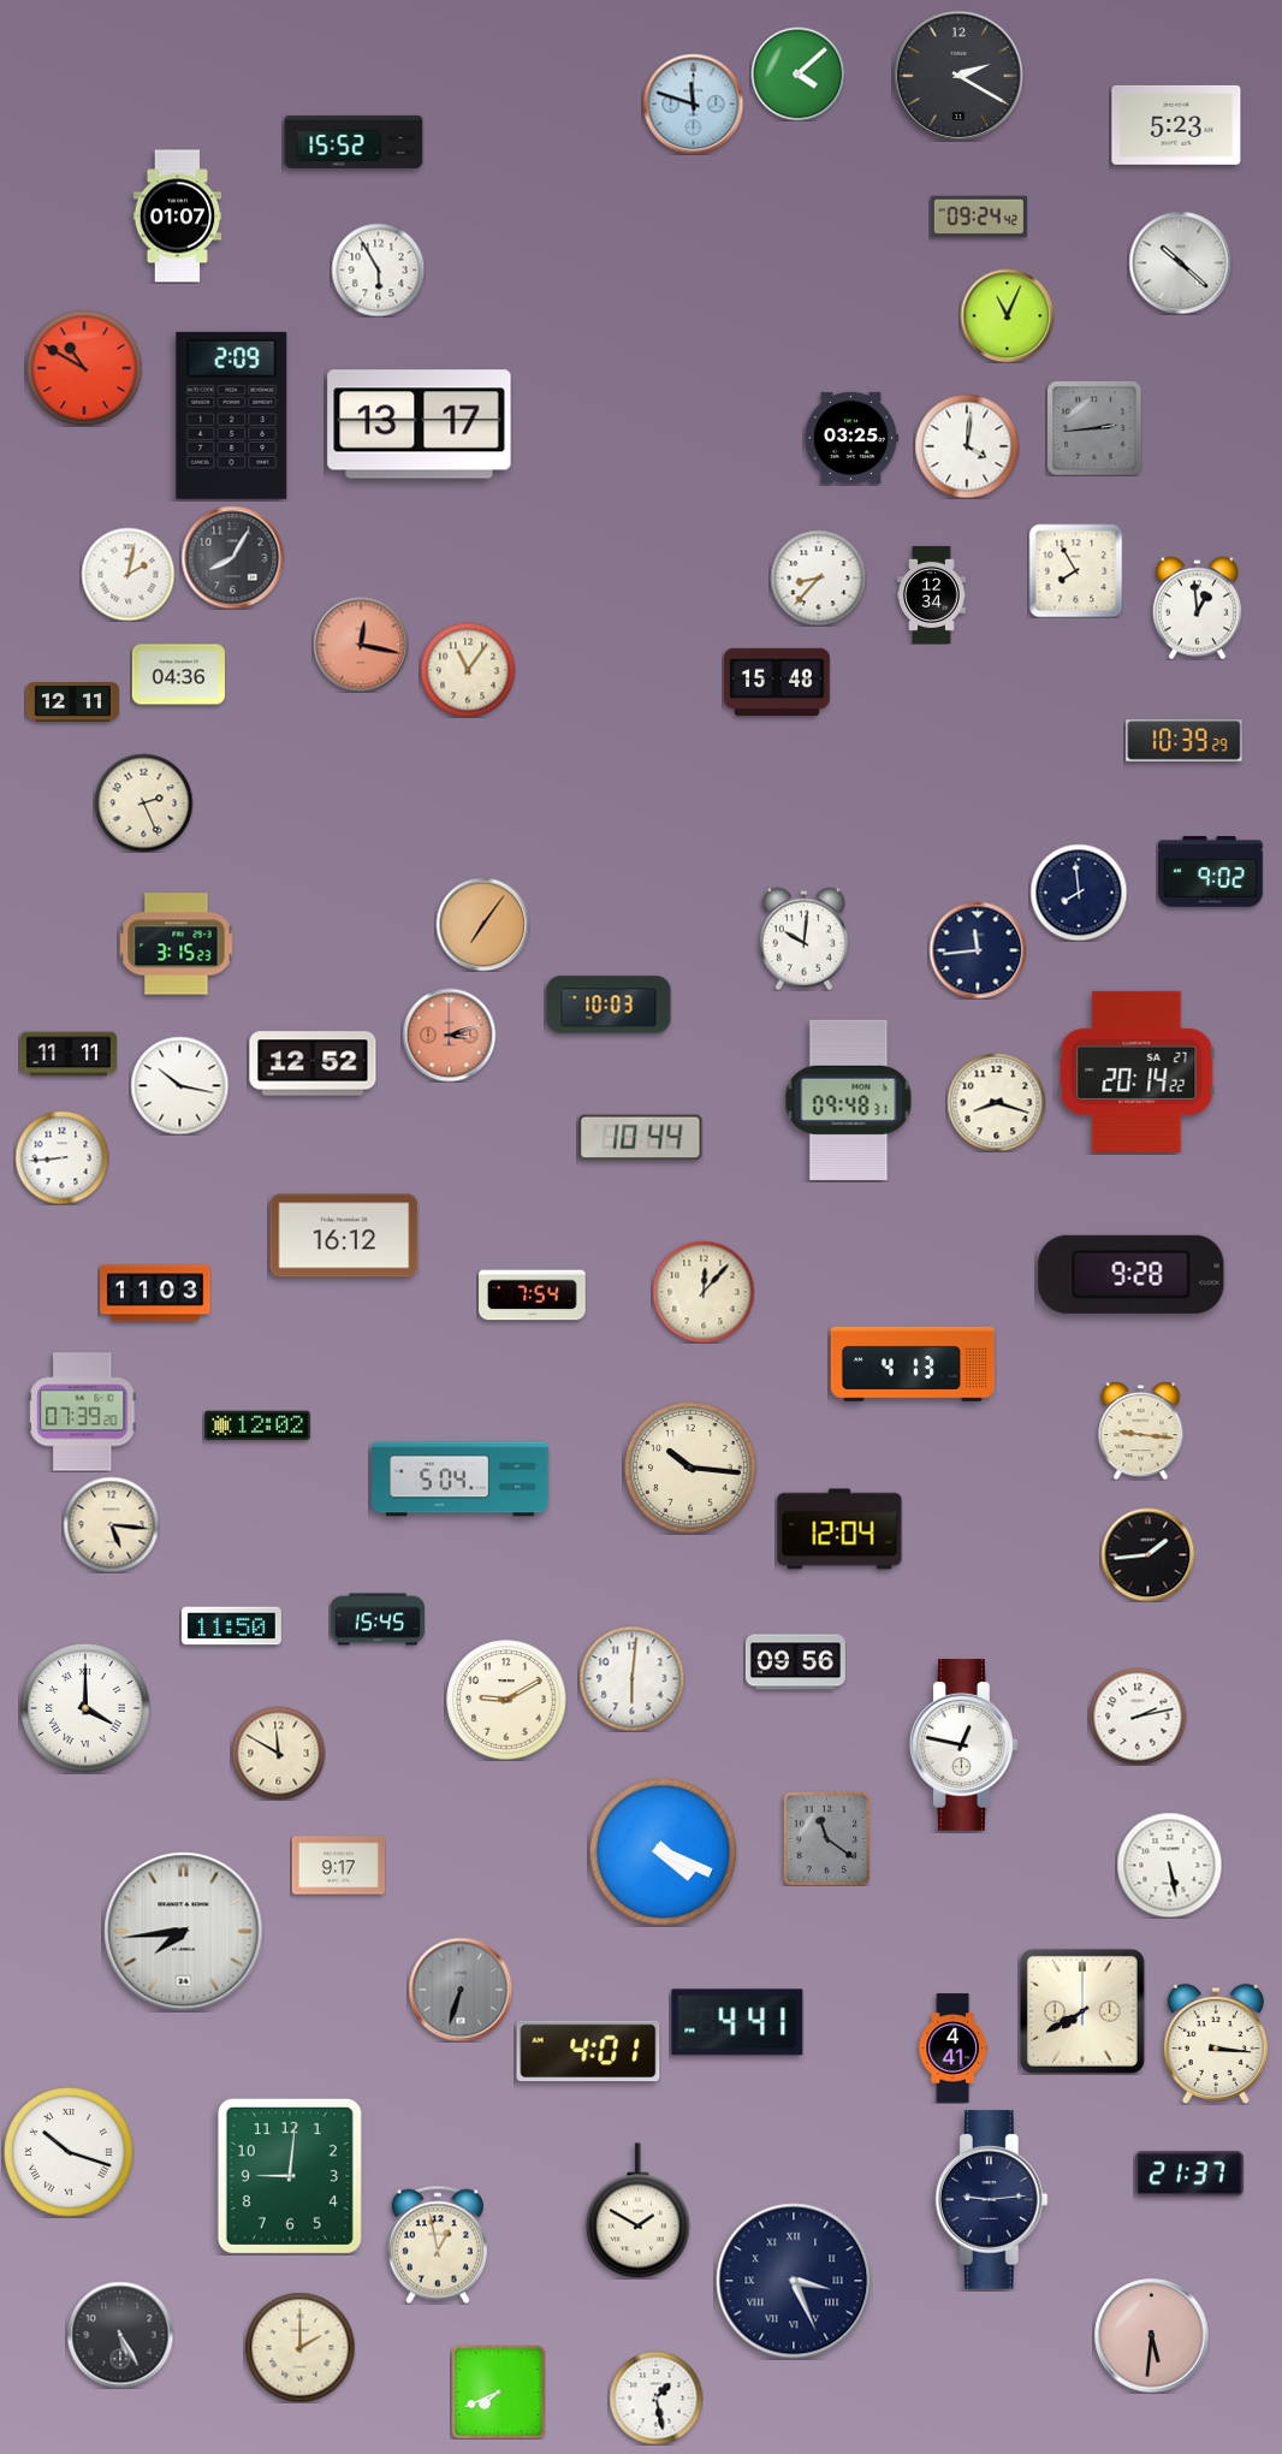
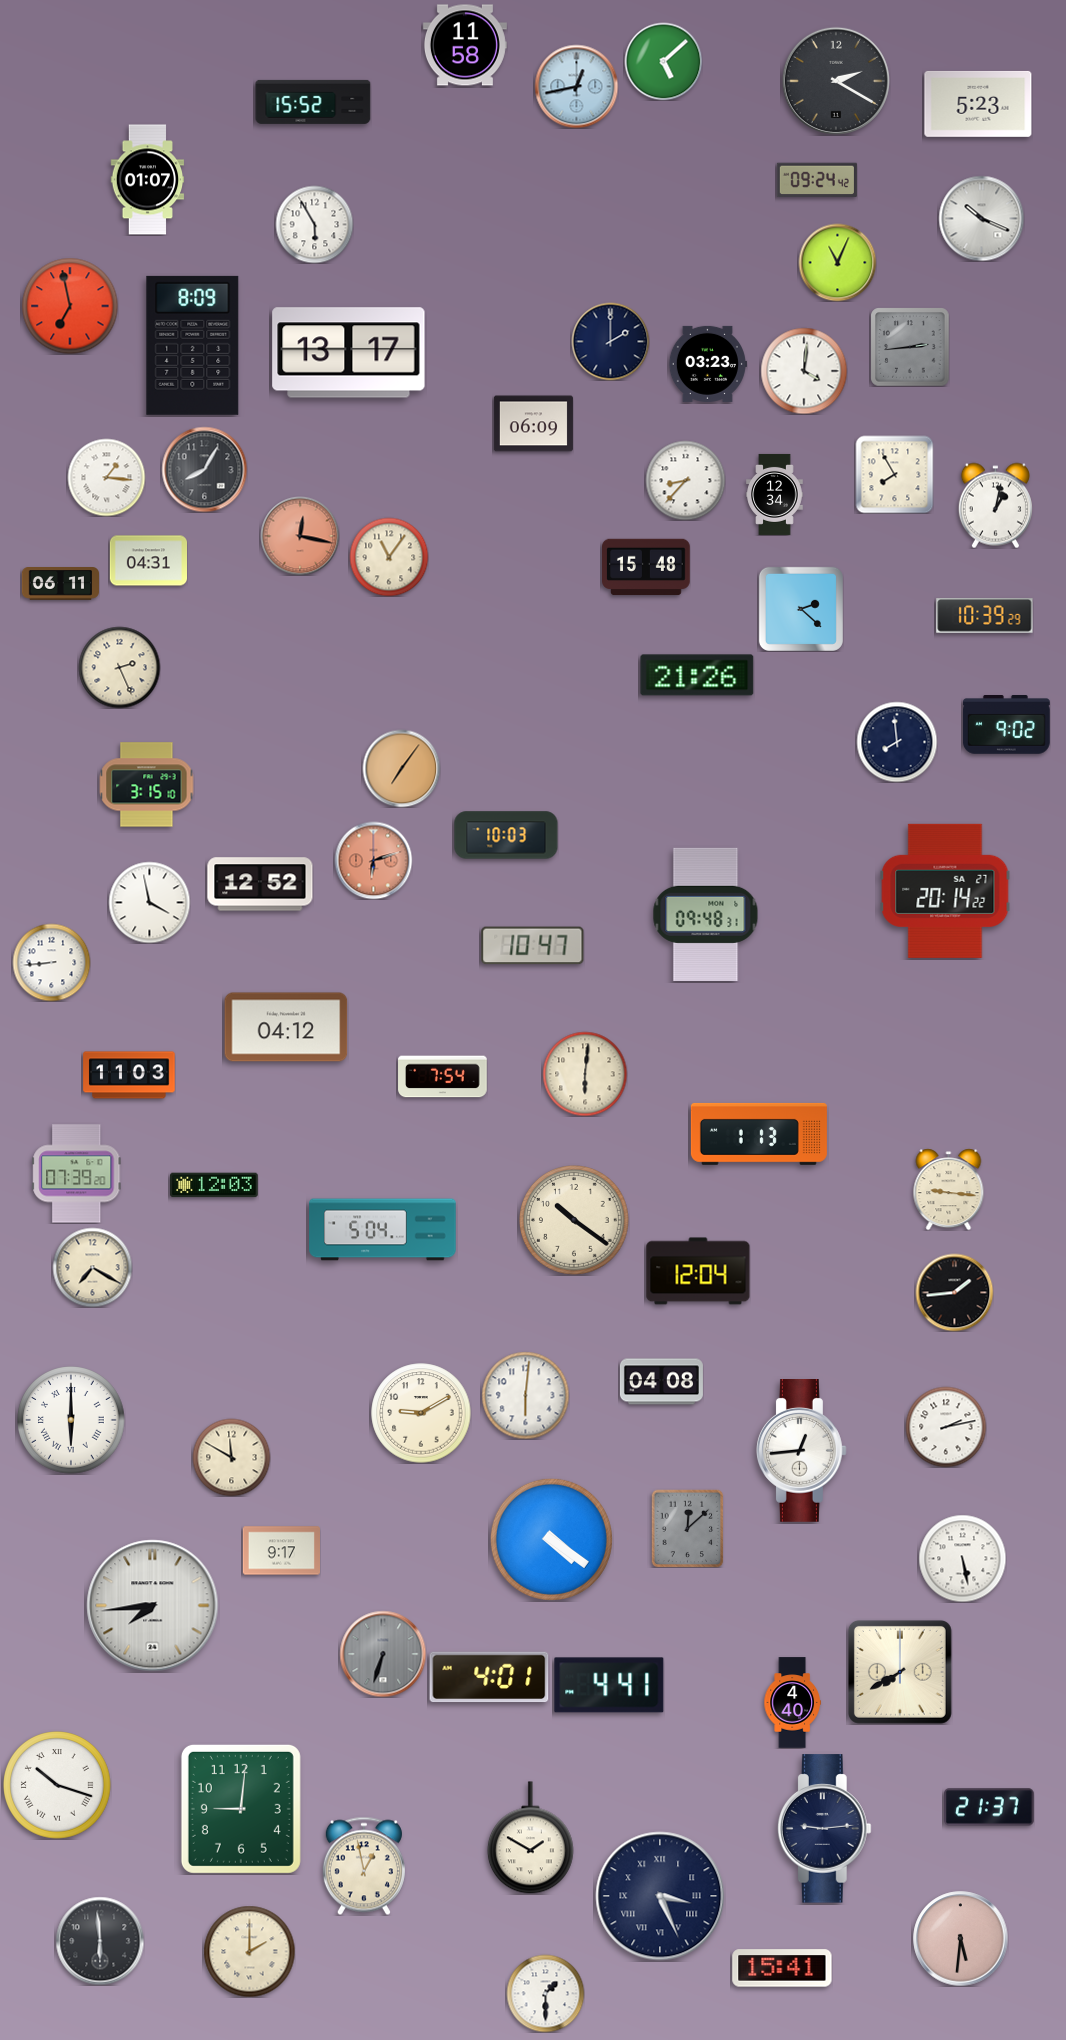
clock at (465, 45): none -> 11:58
clock at (797, 73): 4:08 -> 5:08
clock at (958, 76) position: (958, 76) -> (836, 81)
clock at (693, 103): 11:48 -> 12:43
clock at (354, 142) position: (354, 142) -> (313, 102)
clock at (979, 217) position: (979, 217) -> (817, 180)
clock at (1180, 262): 10:22 -> 10:19
clock at (84, 368): 10:50 -> 6:58
clock at (610, 341): none -> 2:00
clock at (232, 415): 2:09 -> 8:09
clock at (1094, 428) position: (1094, 428) -> (910, 347)
clock at (851, 438): 03:25 -> 03:23
clock at (533, 424): none -> 06:09
clock at (232, 557) position: (232, 557) -> (204, 469)
clock at (127, 574): 2:02 -> 1:16
clock at (818, 577) position: (818, 577) -> (685, 480)
clock at (1197, 607): 12:59 -> 1:02
clock at (178, 675): 04:36 -> 04:31
clock at (72, 703): 12:11 -> 06:11
clock at (801, 609): none -> 2:22
clock at (697, 675): none -> 21:26
clock at (803, 938): 10:01 -> none
clock at (176, 944): 3:15:23 -> 3:15:10
clock at (978, 950): 11:44 -> none
clock at (449, 1035): 3:12 -> 6:12
clock at (69, 1054): 11:11 -> none
clock at (179, 1085): 10:17 -> 3:58
clock at (996, 1102): 8:18 -> none
clock at (641, 1138): 10:44 -> 10:47
clock at (344, 1235): 16:12 -> 04:12
clock at (1132, 1274): 9:28 -> none
clock at (704, 1292): 12:07 -> 6:01
clock at (913, 1364): 4:13 -> 1:13
clock at (83, 1412) position: (83, 1412) -> (77, 1174)
clock at (259, 1425): 12:02 -> 12:03
clock at (692, 1469): 10:16 -> 10:21
clock at (111, 1524): 5:16 -> 7:20
clock at (378, 1619): 15:45 -> none
clock at (231, 1626): 11:50 -> none
clock at (795, 1662): 09:56 -> 04:08
clock at (85, 1708): 4:00 -> 6:00
clock at (965, 1745): 12:47 -> 12:44
clock at (827, 1838): 11:21 -> 12:08
clock at (663, 1851): 4:19 -> 4:21
clock at (1169, 1865) position: (1169, 1865) -> (962, 1558)
clock at (737, 2022) position: (737, 2022) -> (609, 1685)
clock at (1216, 2044): 3:16 -> none
clock at (952, 2049): 4:41 -> 4:40
clock at (588, 2051) position: (588, 2051) -> (489, 1677)
clock at (69, 2152) position: (69, 2152) -> (57, 1785)
clock at (120, 2335): 5:25 -> 5:59
clock at (1152, 2336) position: (1152, 2336) -> (961, 1939)
clock at (782, 1968): none -> 15:41
clock at (498, 2391): 7:41 -> none
clock at (655, 2397): 1:28 -> 1:30
